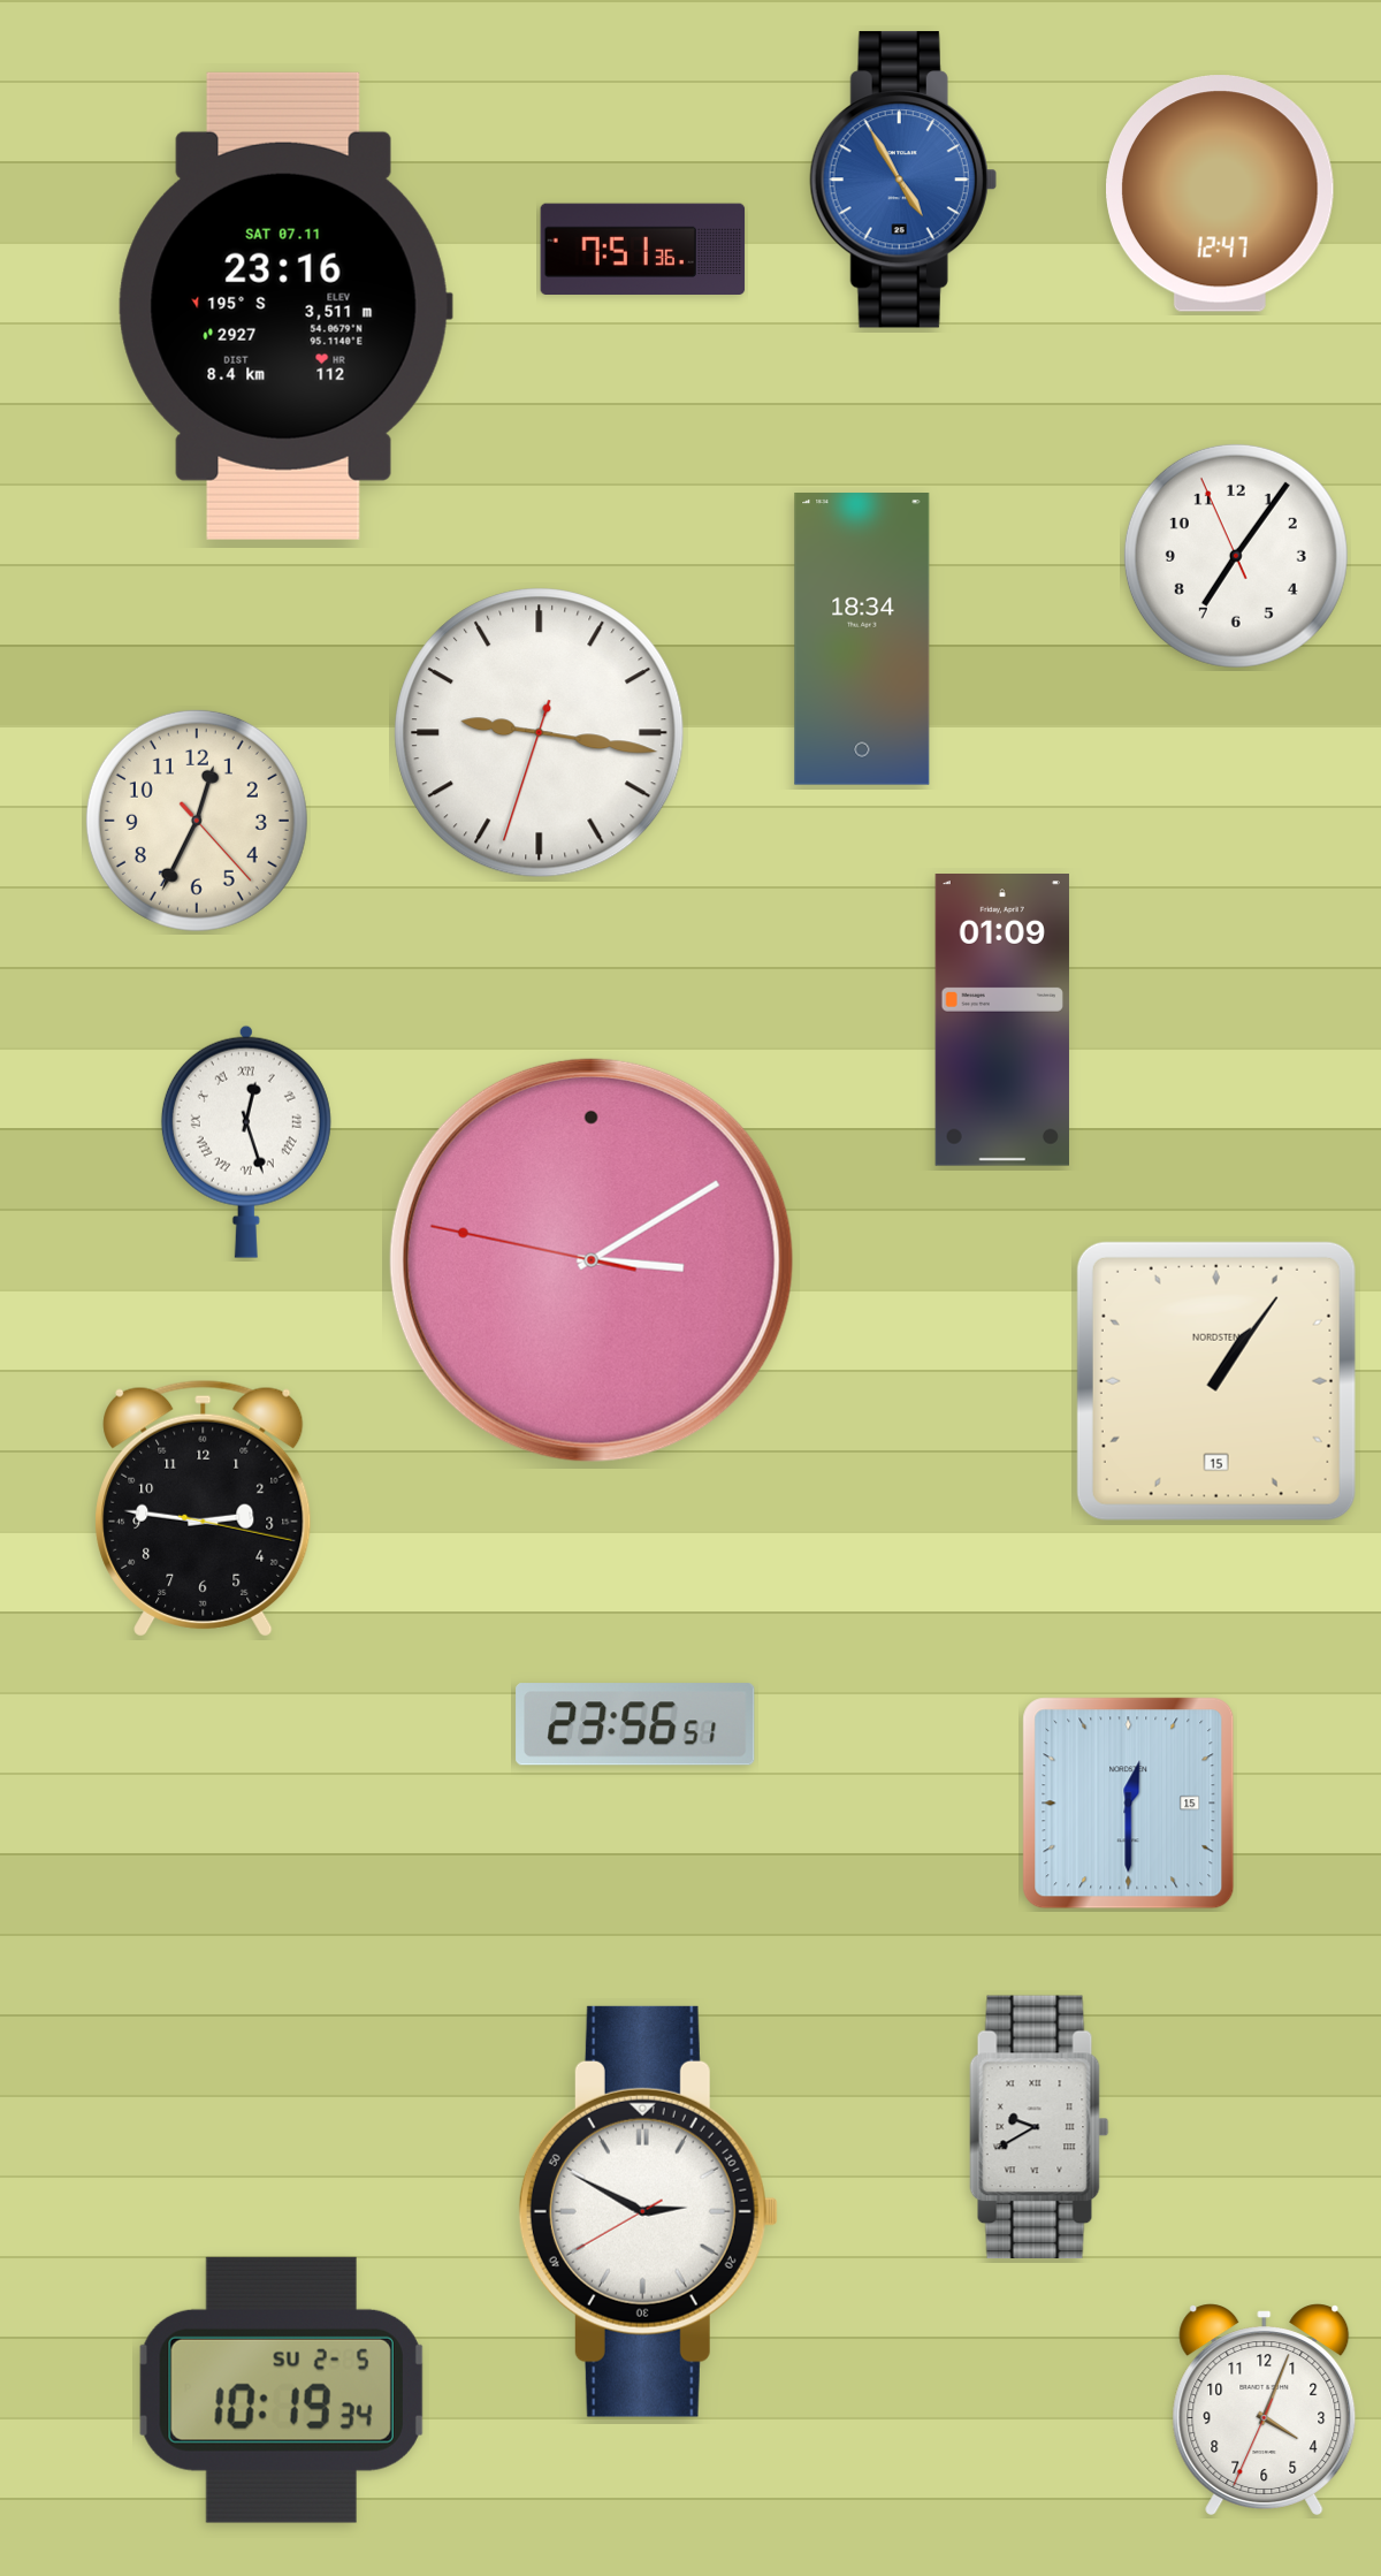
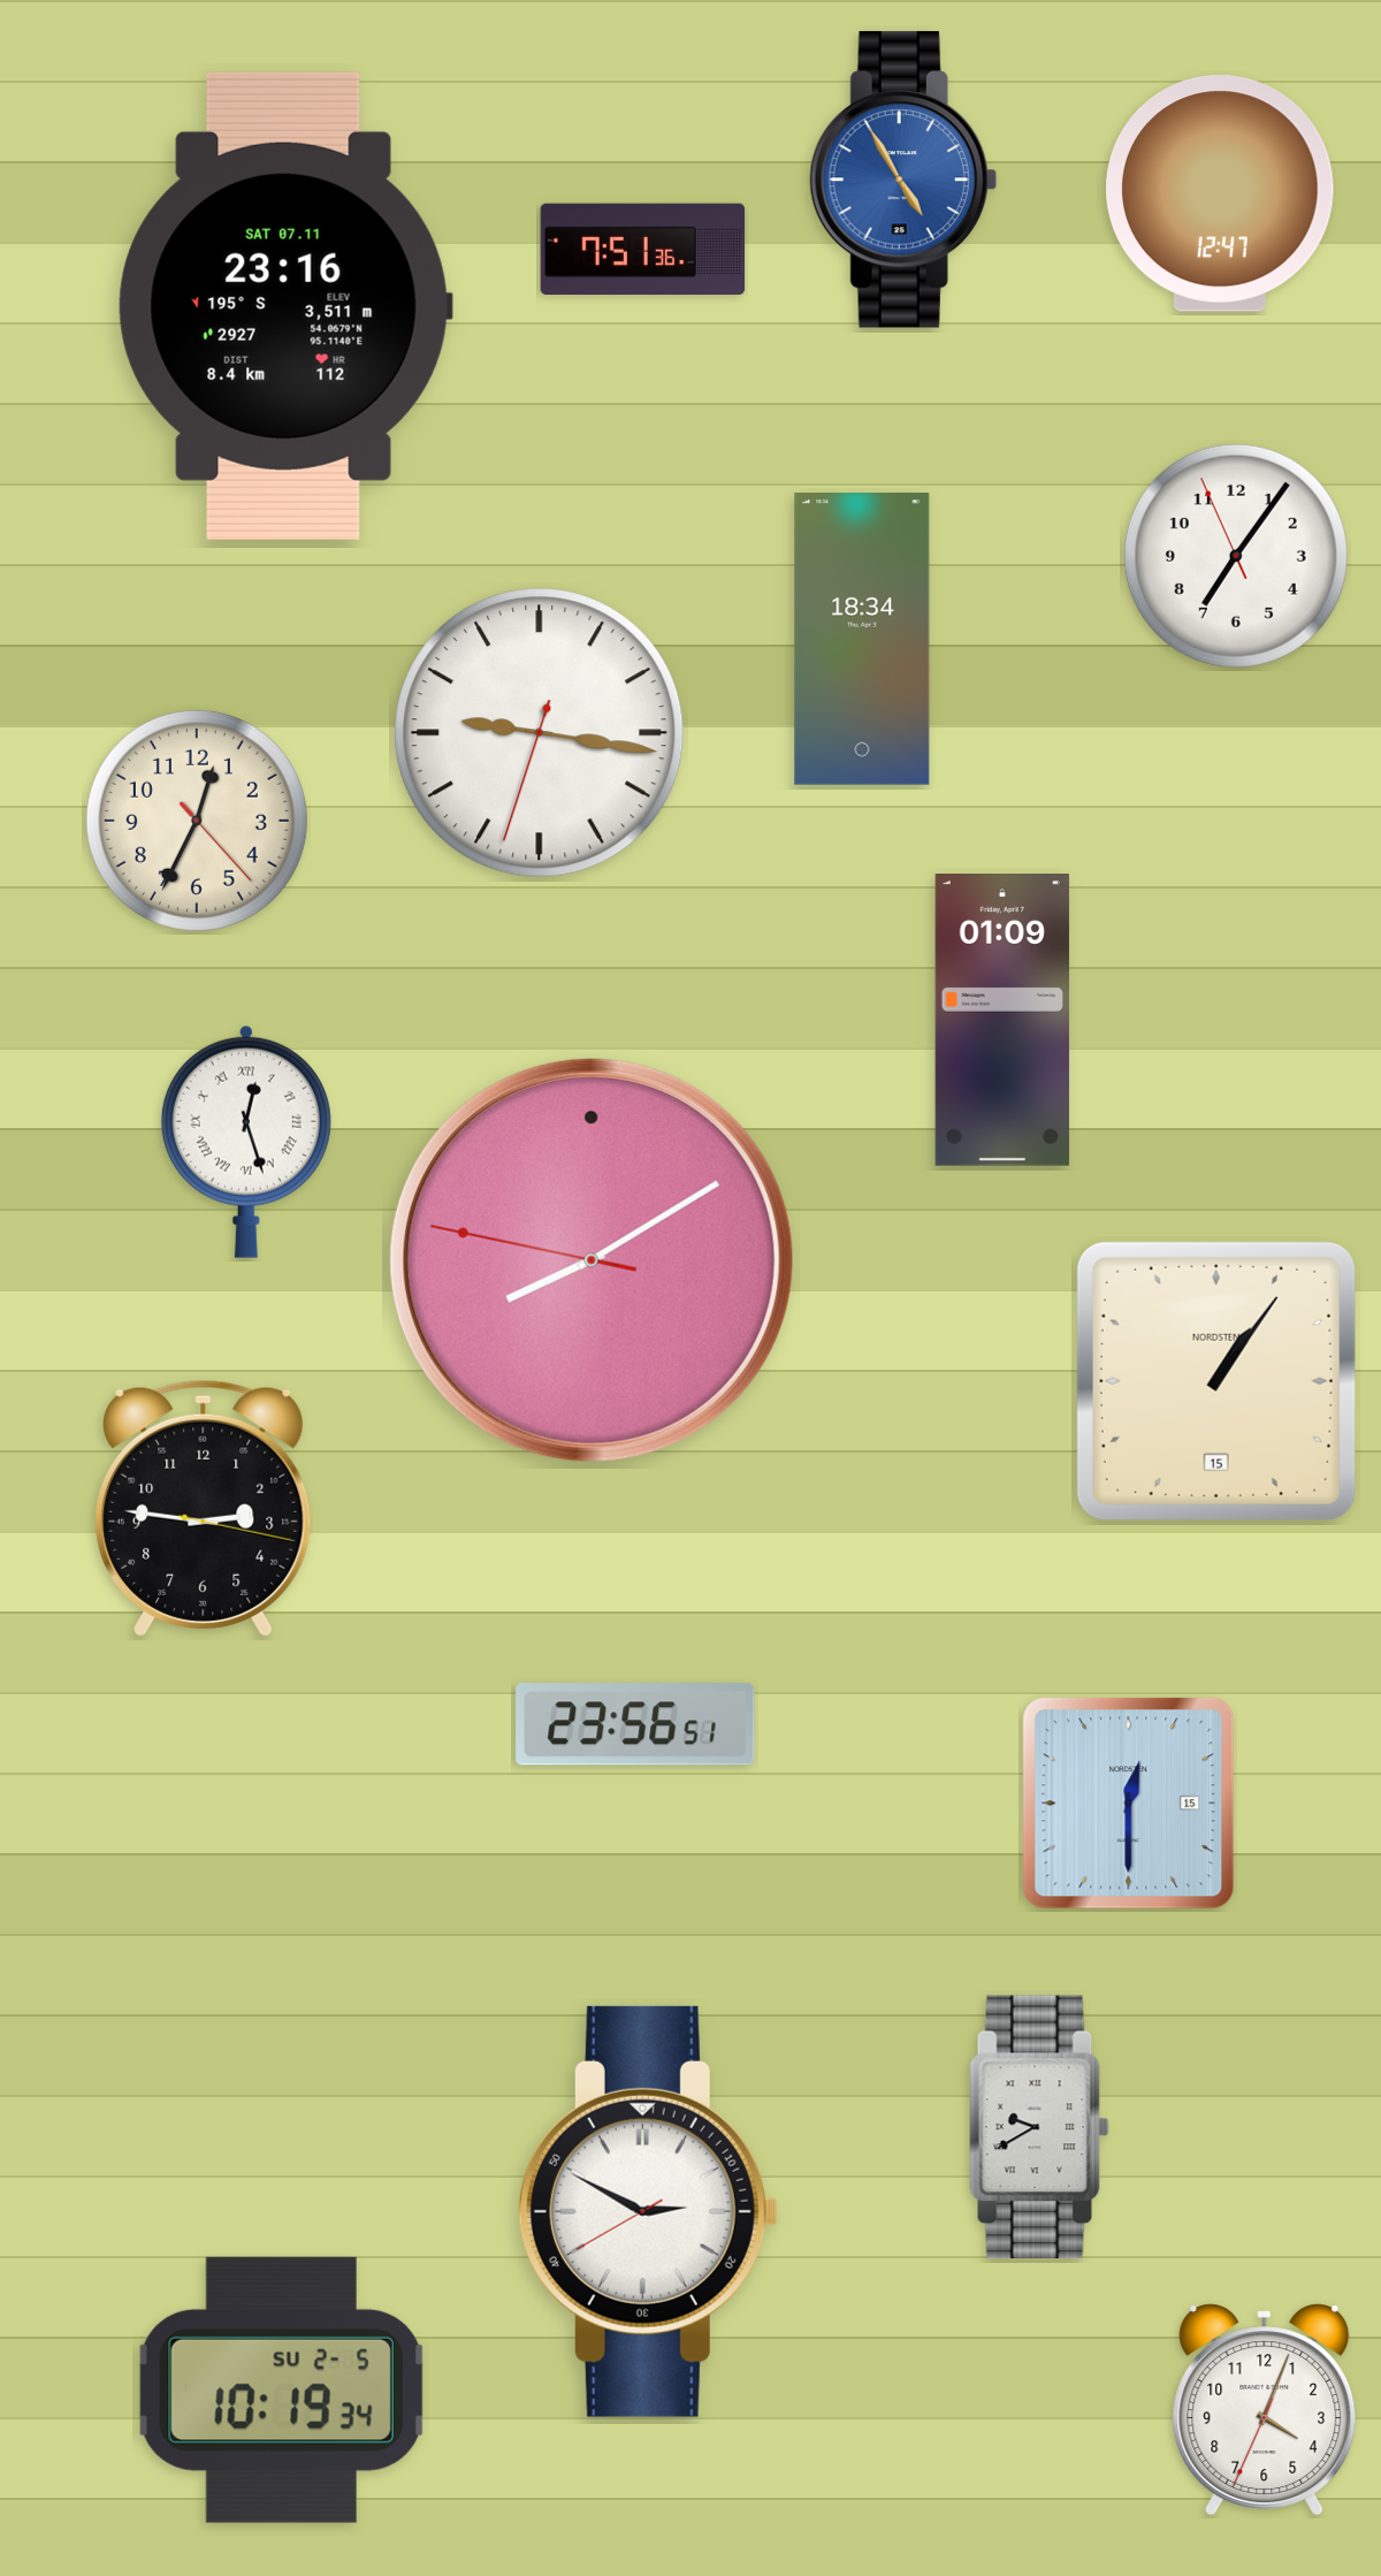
clock at (592, 1260): 3:09 -> 8:09
